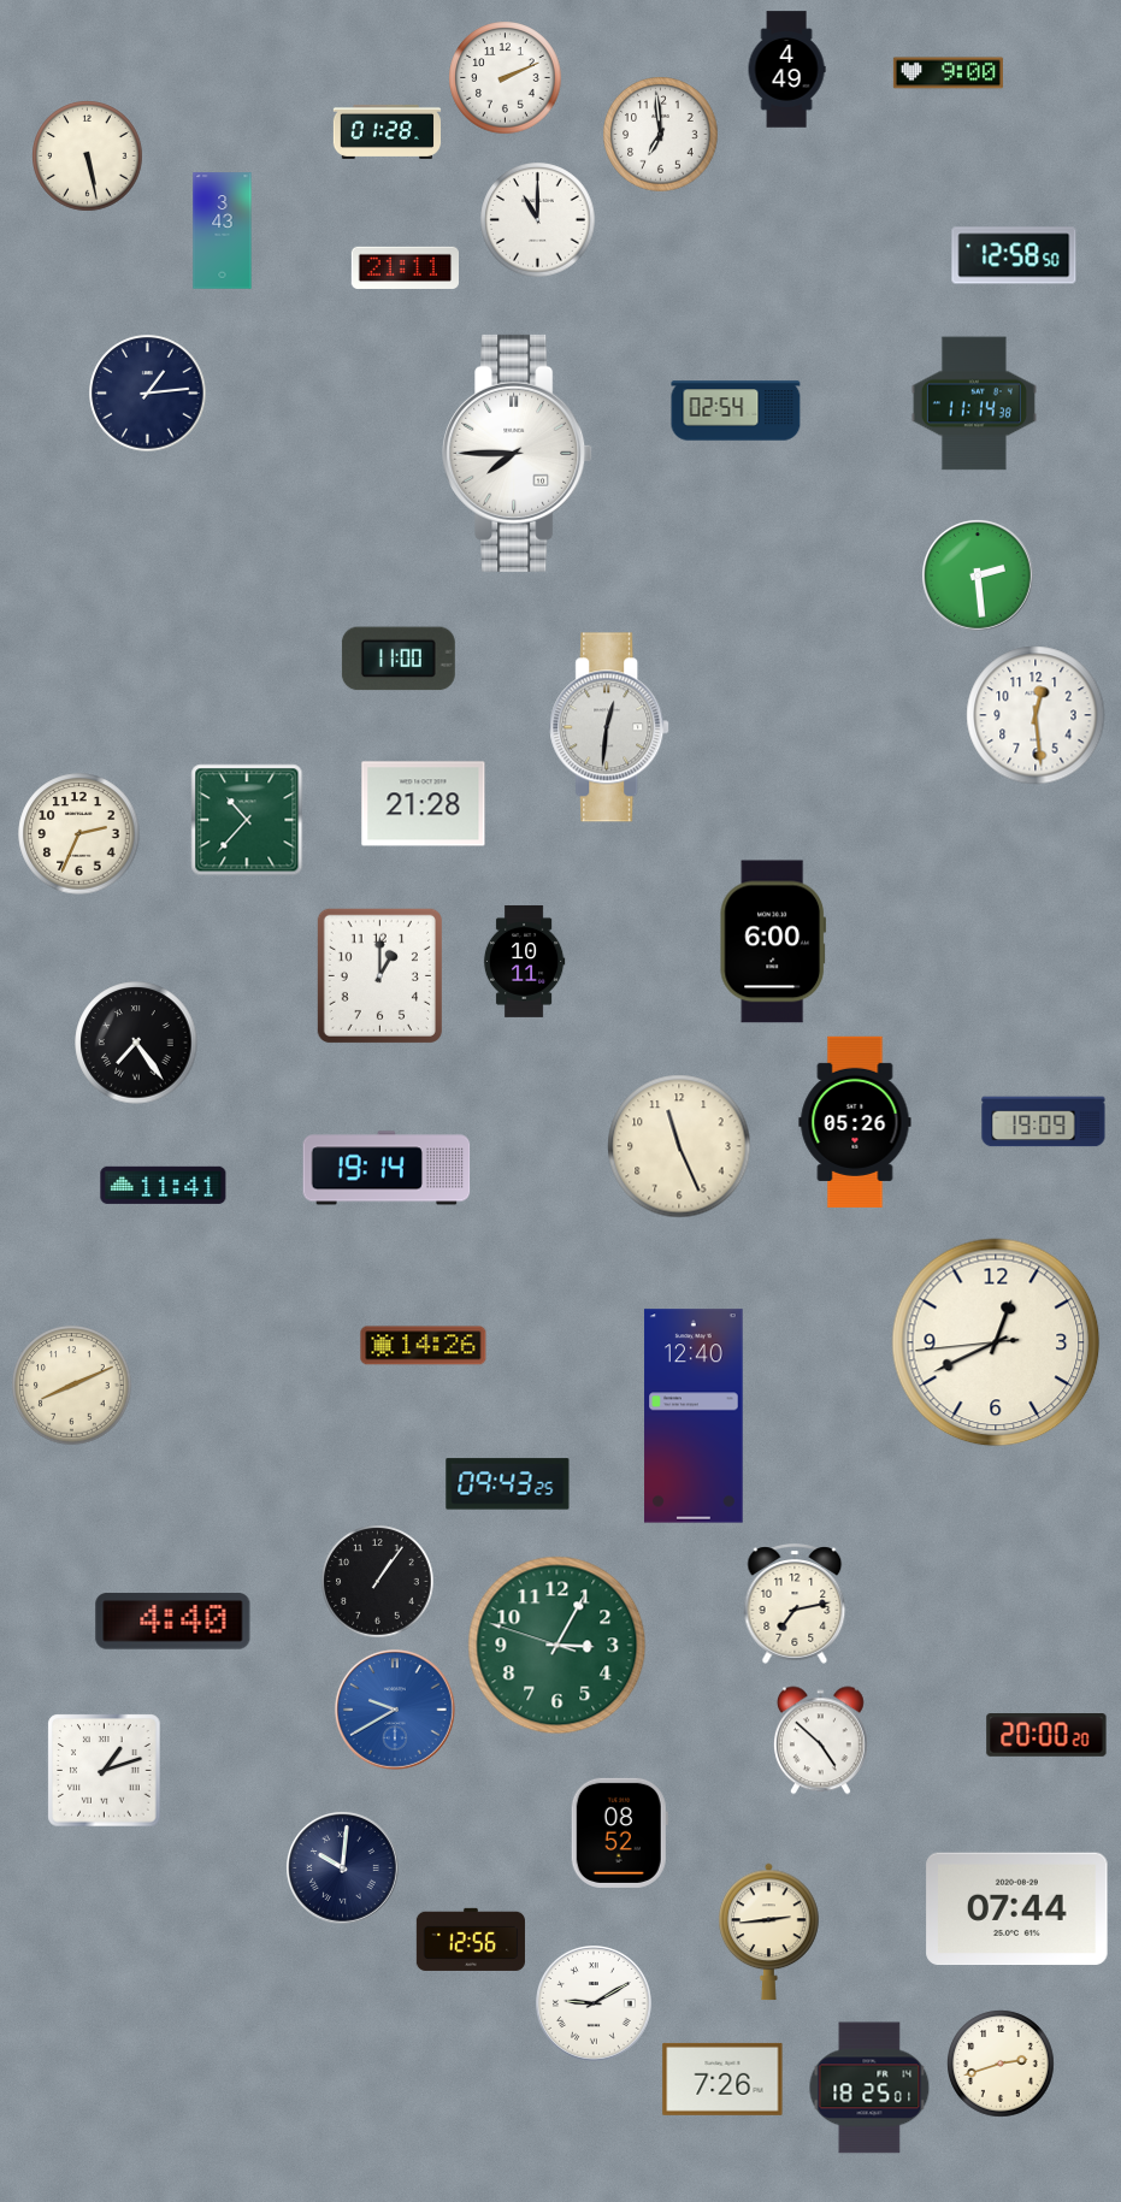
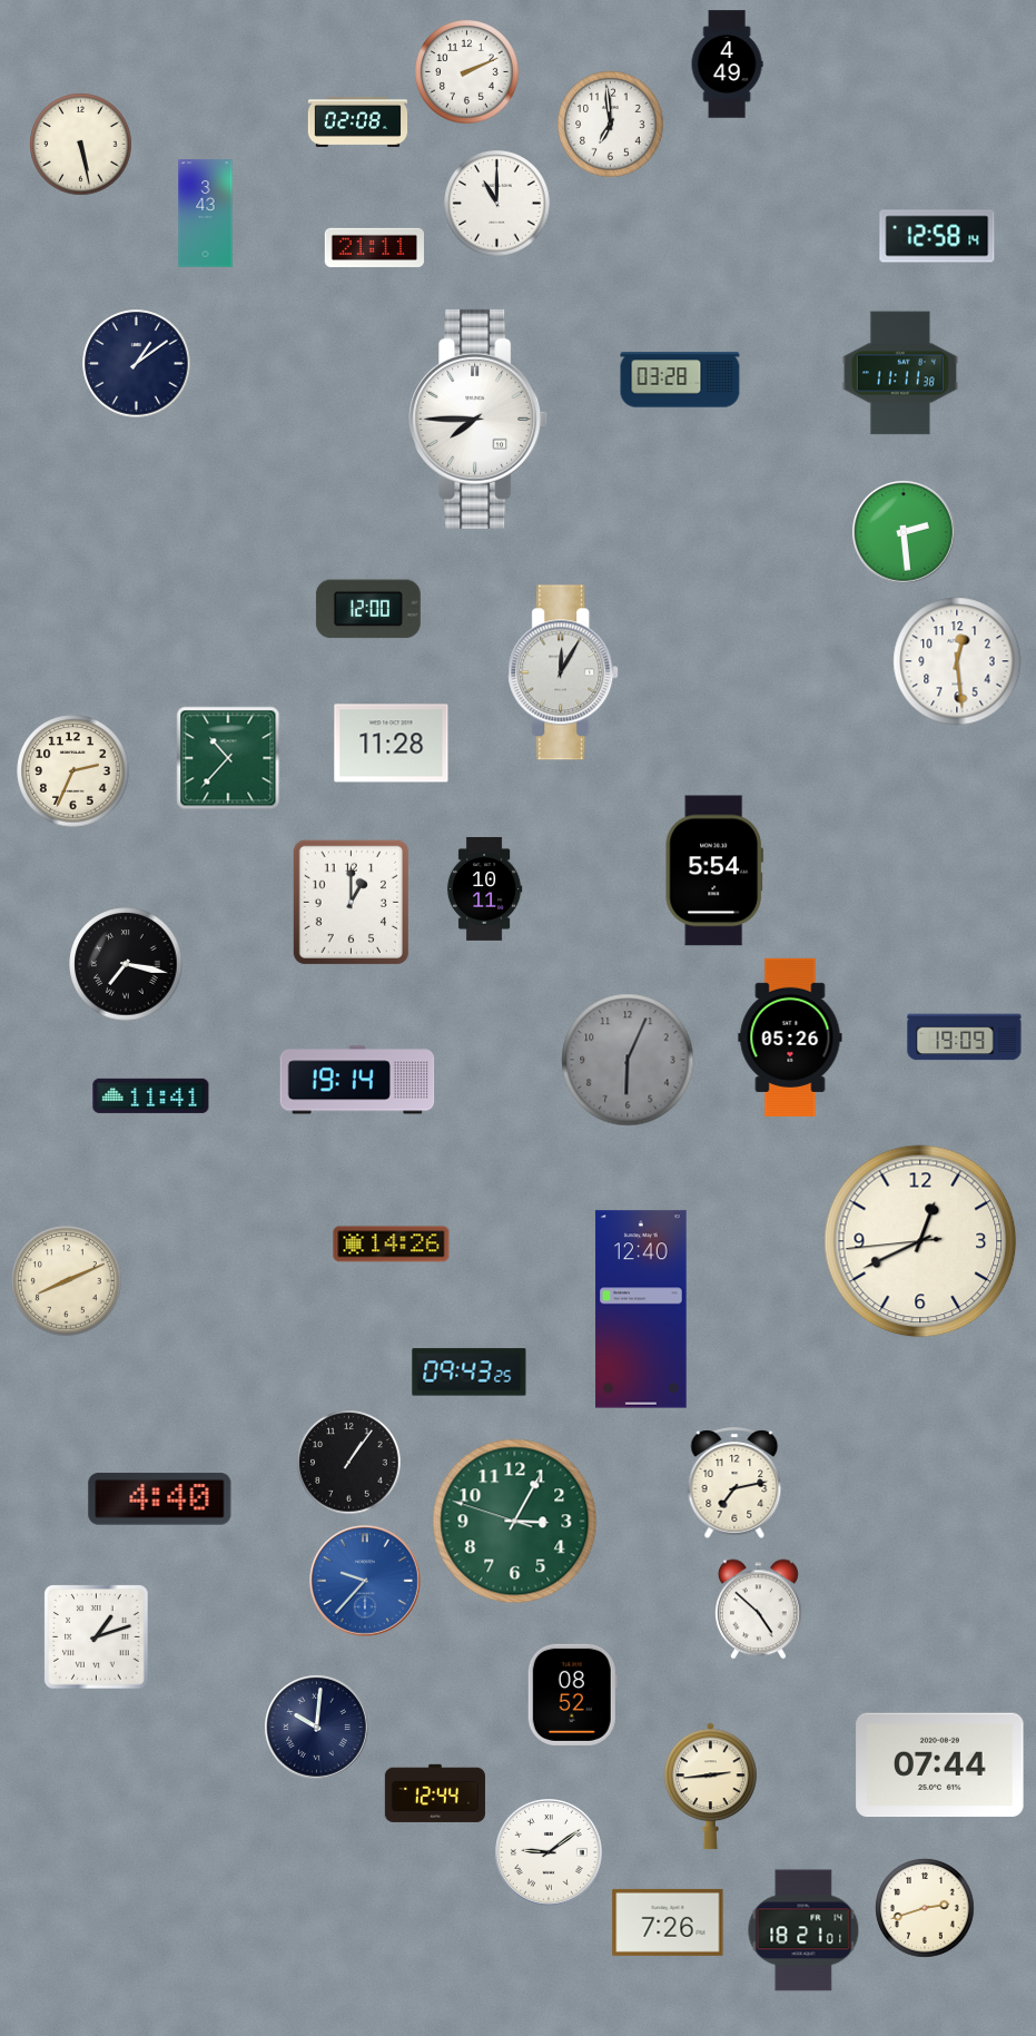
clock at (948, 73): 9:00 -> none
clock at (388, 131): 01:28 -> 02:08
clock at (1014, 255): 12:58:50 -> 12:58:14
clock at (148, 394): 1:14 -> 1:09
clock at (974, 403): 11:14 -> 11:11
clock at (736, 411): 02:54 -> 03:28
clock at (399, 659): 11:00 -> 12:00
clock at (610, 727): 12:31 -> 12:05
clock at (424, 804): 21:28 -> 11:28
clock at (772, 941): 6:00 -> 5:54
clock at (136, 1043): 7:24 -> 7:17
clock at (679, 1146): 11:26 -> 6:04
clock at (679, 1146) dial: cream -> grey
clock at (395, 1710): 9:40 -> 9:37
clock at (1046, 1736): 20:00 -> none
clock at (471, 1940): 12:56 -> 12:44
clock at (595, 2005): 9:10 -> 9:09
clock at (869, 2088): 18:25 -> 18:21
